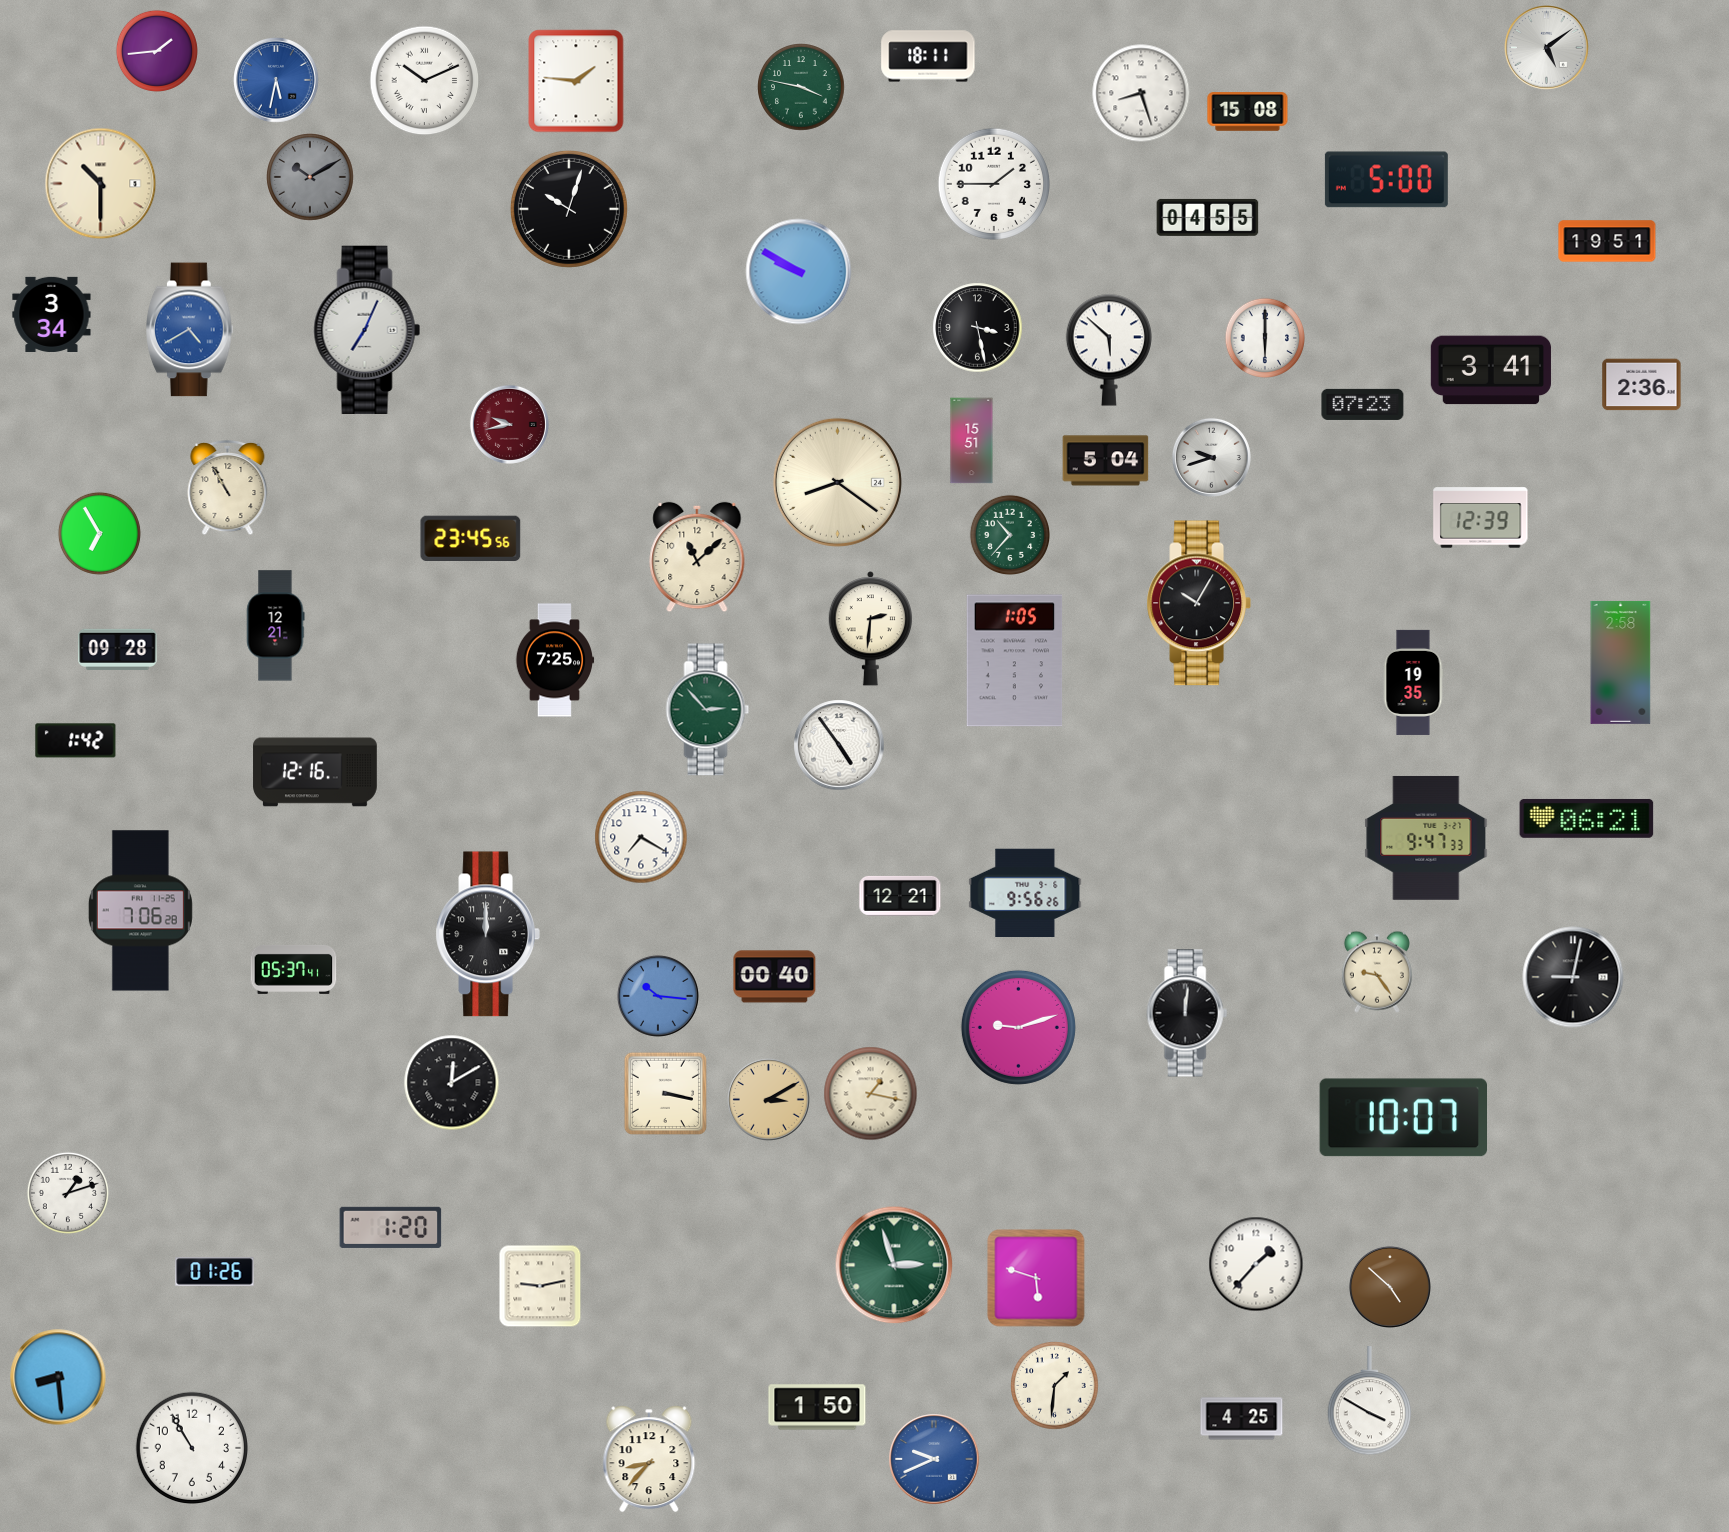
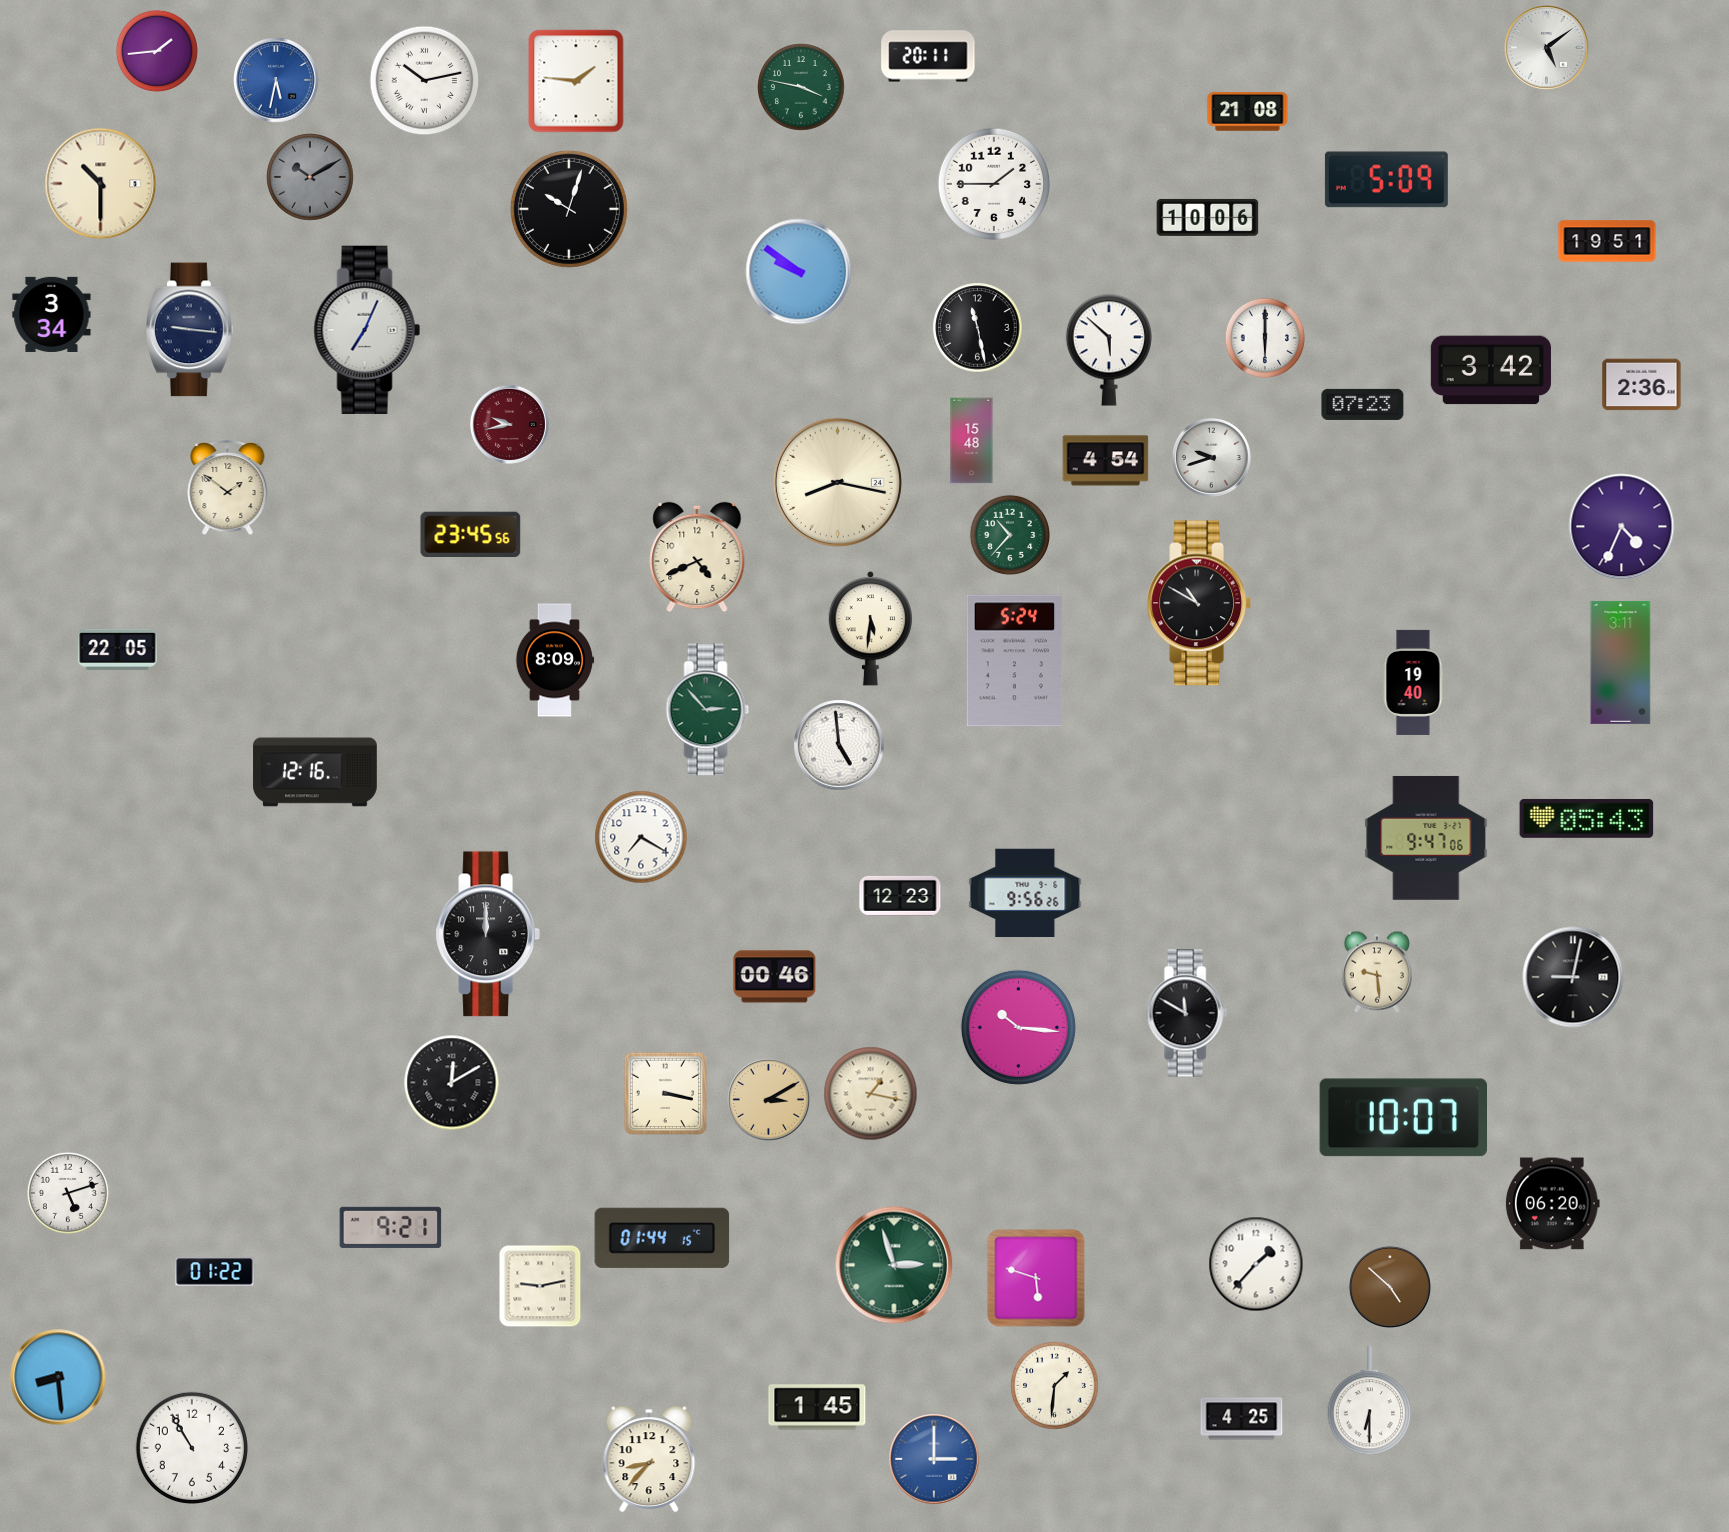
clock at (928, 56): 18:11 -> 20:11
clock at (425, 81): 10:11 -> 10:13
clock at (1141, 93): 8:27 -> none
clock at (1248, 112): 15:08 -> 21:08
clock at (1386, 180): 5:00 -> 5:09
clock at (1208, 217): 04:55 -> 10:06
clock at (799, 272): 9:50 -> 9:51
clock at (978, 328): 3:28 -> 11:28
clock at (190, 330): 4:40 -> 9:16
clock at (190, 330) dial: blue -> navy
clock at (1491, 370): 3:41 -> 3:42
clock at (972, 441): 15:51 -> 15:48
clock at (1106, 461): 5:04 -> 4:54
clock at (837, 482): 8:21 -> 8:17
clock at (228, 488): 10:55 -> 1:51
clock at (1481, 518): 12:39 -> none
clock at (1622, 527): none -> 4:34
clock at (99, 533): 6:55 -> none
clock at (471, 538) position: (471, 538) -> (471, 534)
clock at (697, 557): 11:08 -> 4:41
clock at (1198, 603): 10:05 -> 10:50
clock at (276, 626): 12:21 -> none
clock at (870, 629): 2:31 -> 5:31
clock at (118, 649): 09:28 -> 22:05
clock at (555, 660): 7:25 -> 8:09
clock at (1015, 661): 1:05 -> 5:24
clock at (1621, 662): 2:58 -> 3:11
clock at (1413, 682): 19:35 -> 19:40
clock at (76, 741): 1:42 -> none
clock at (839, 745): 4:54 -> 4:59
clock at (1587, 818): 06:21 -> 05:43
clock at (1426, 838): 9:47:33 -> 9:47:06
clock at (900, 896): 12:21 -> 12:23
clock at (140, 911): 7:06 -> none
clock at (294, 969): 05:37 -> none
clock at (1377, 972): 9:24 -> 9:29
clock at (775, 977): 00:40 -> 00:46
clock at (658, 996): 10:16 -> none
clock at (1187, 1013): 12:01 -> 11:50
clock at (1018, 1027): 9:12 -> 10:16
clock at (68, 1193): 1:12 -> 5:12
clock at (1552, 1204): none -> 06:20
clock at (391, 1227): 1:20 -> 9:21
clock at (662, 1238): none -> 01:44
clock at (215, 1272): 01:26 -> 01:22
clock at (1370, 1401): 3:50 -> 6:30
clock at (817, 1407): 1:50 -> 1:45
clock at (934, 1459): 9:41 -> 3:00
